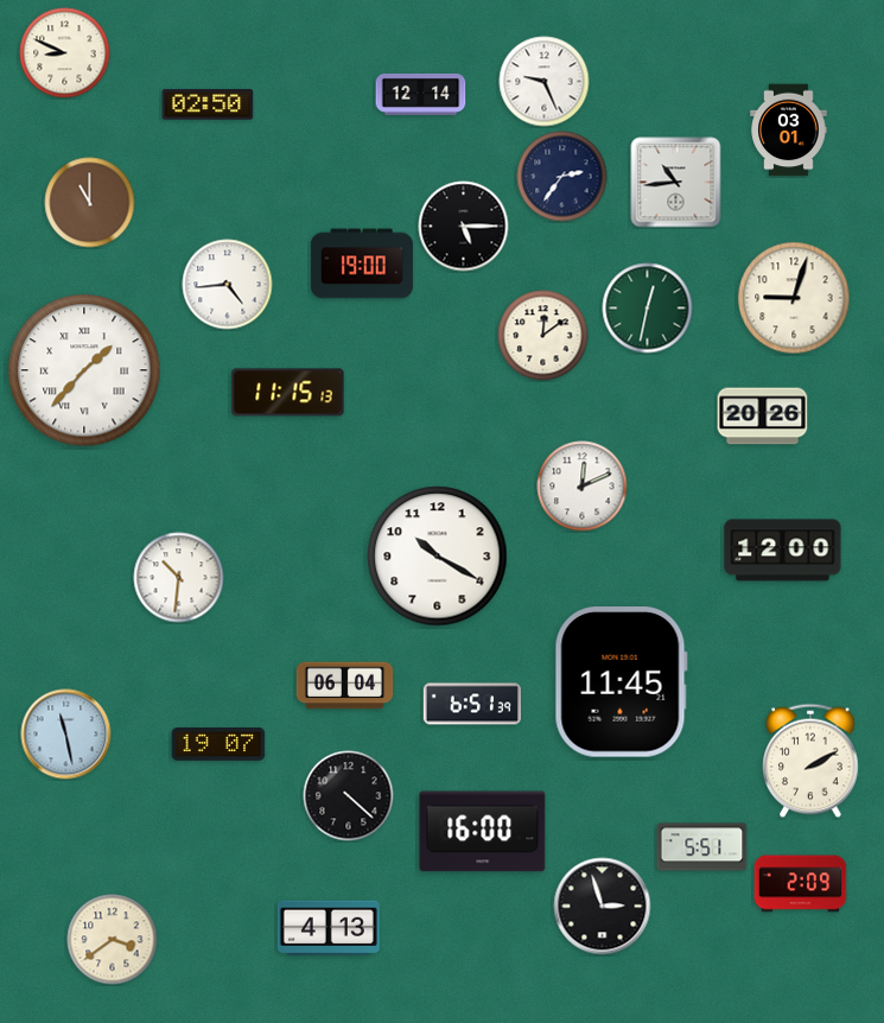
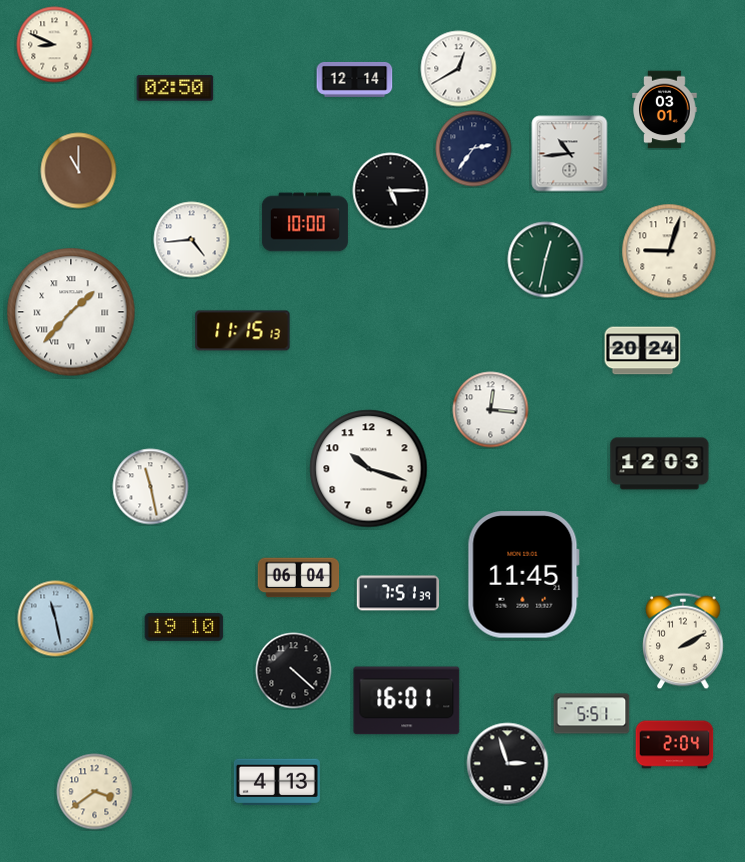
clock at (545, 82): 9:26 -> 12:40
clock at (90, 203) position: (90, 203) -> (79, 171)
clock at (362, 263): 19:00 -> 10:00
clock at (543, 336): 12:09 -> none
clock at (763, 417): 20:26 -> 20:24
clock at (583, 487): 12:11 -> 12:16
clock at (783, 551): 12:00 -> 12:03
clock at (438, 557): 10:20 -> 10:18
clock at (179, 578): 10:31 -> 11:28
clock at (345, 686) position: (345, 686) -> (299, 578)
clock at (472, 704): 6:51 -> 7:51
clock at (218, 744): 19:07 -> 19:10
clock at (483, 832): 16:00 -> 16:01
clock at (801, 884): 2:09 -> 2:04
